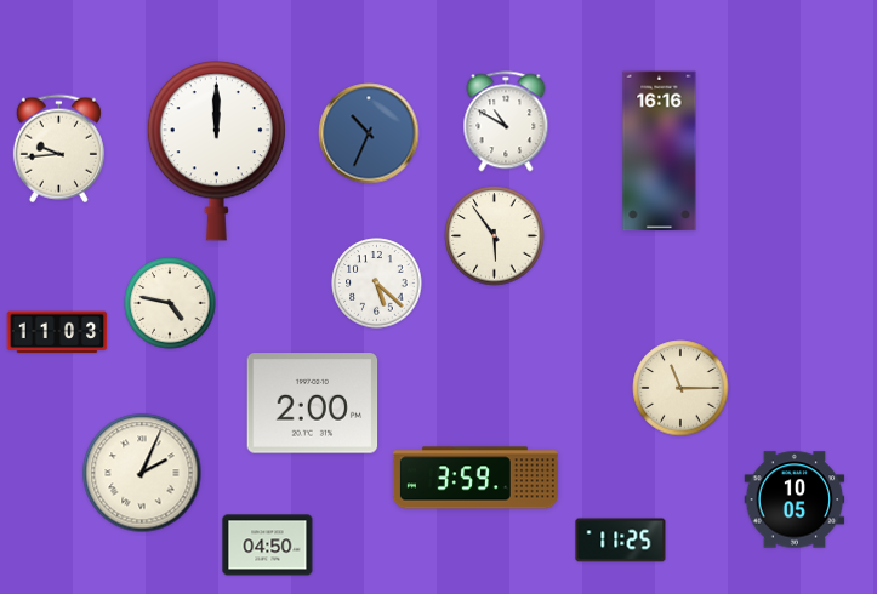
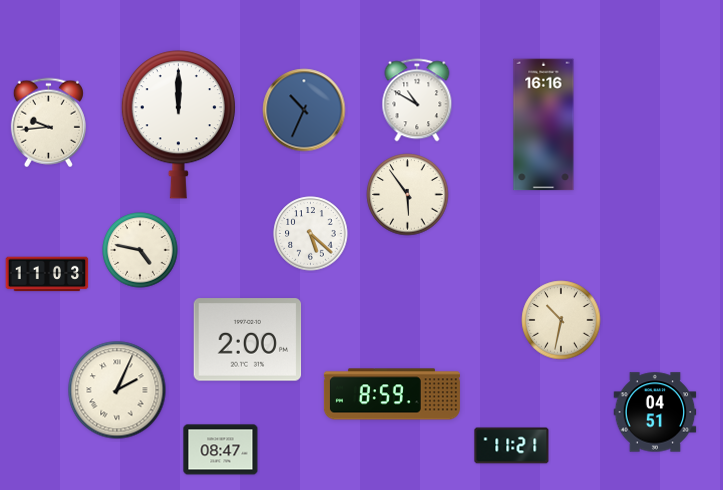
clock at (680, 388): 11:15 -> 10:32
clock at (313, 404) position: (313, 404) -> (248, 340)
clock at (475, 478): 3:59 -> 8:59
clock at (795, 499): 10:05 -> 04:51
clock at (621, 541): 11:25 -> 11:21
clock at (268, 546): 04:50 -> 08:47
